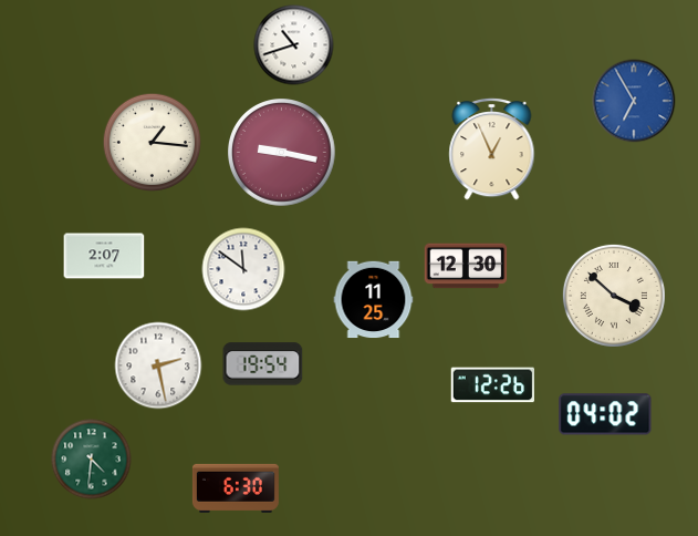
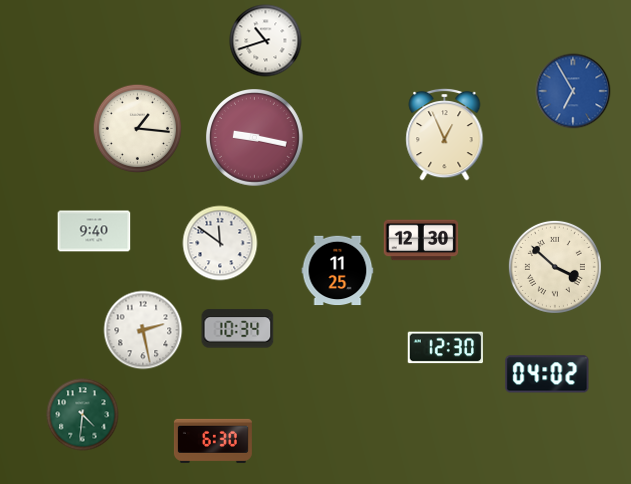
clock at (104, 256): 2:07 -> 9:40
clock at (263, 364): 19:54 -> 10:34
clock at (492, 385): 12:26 -> 12:30
